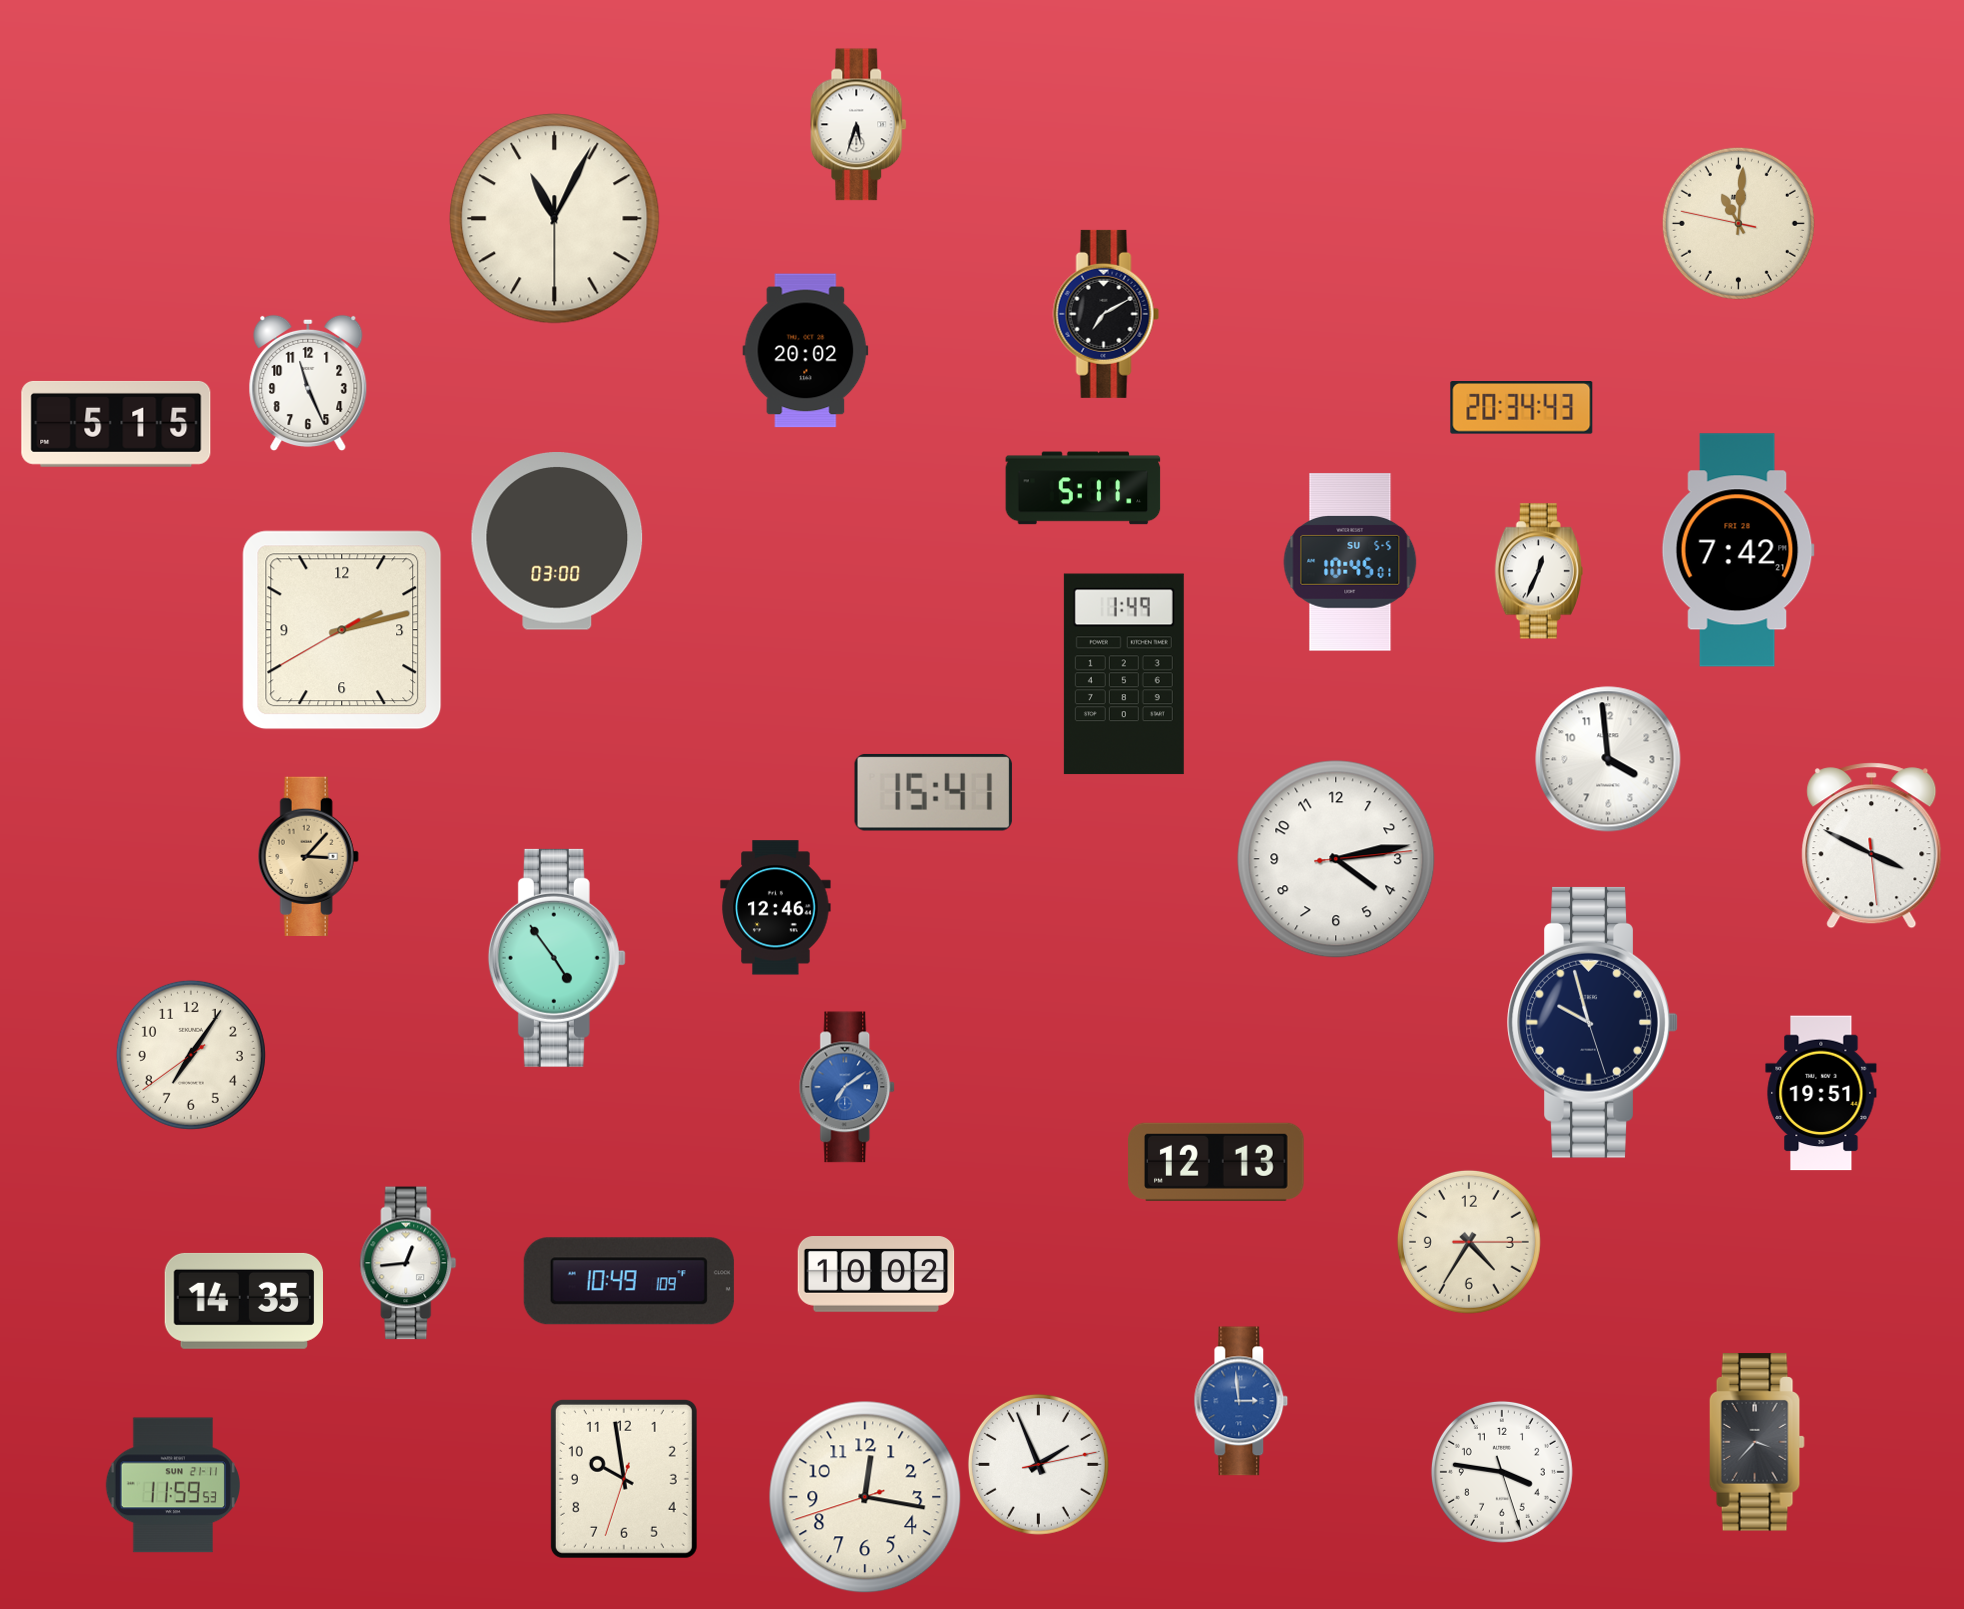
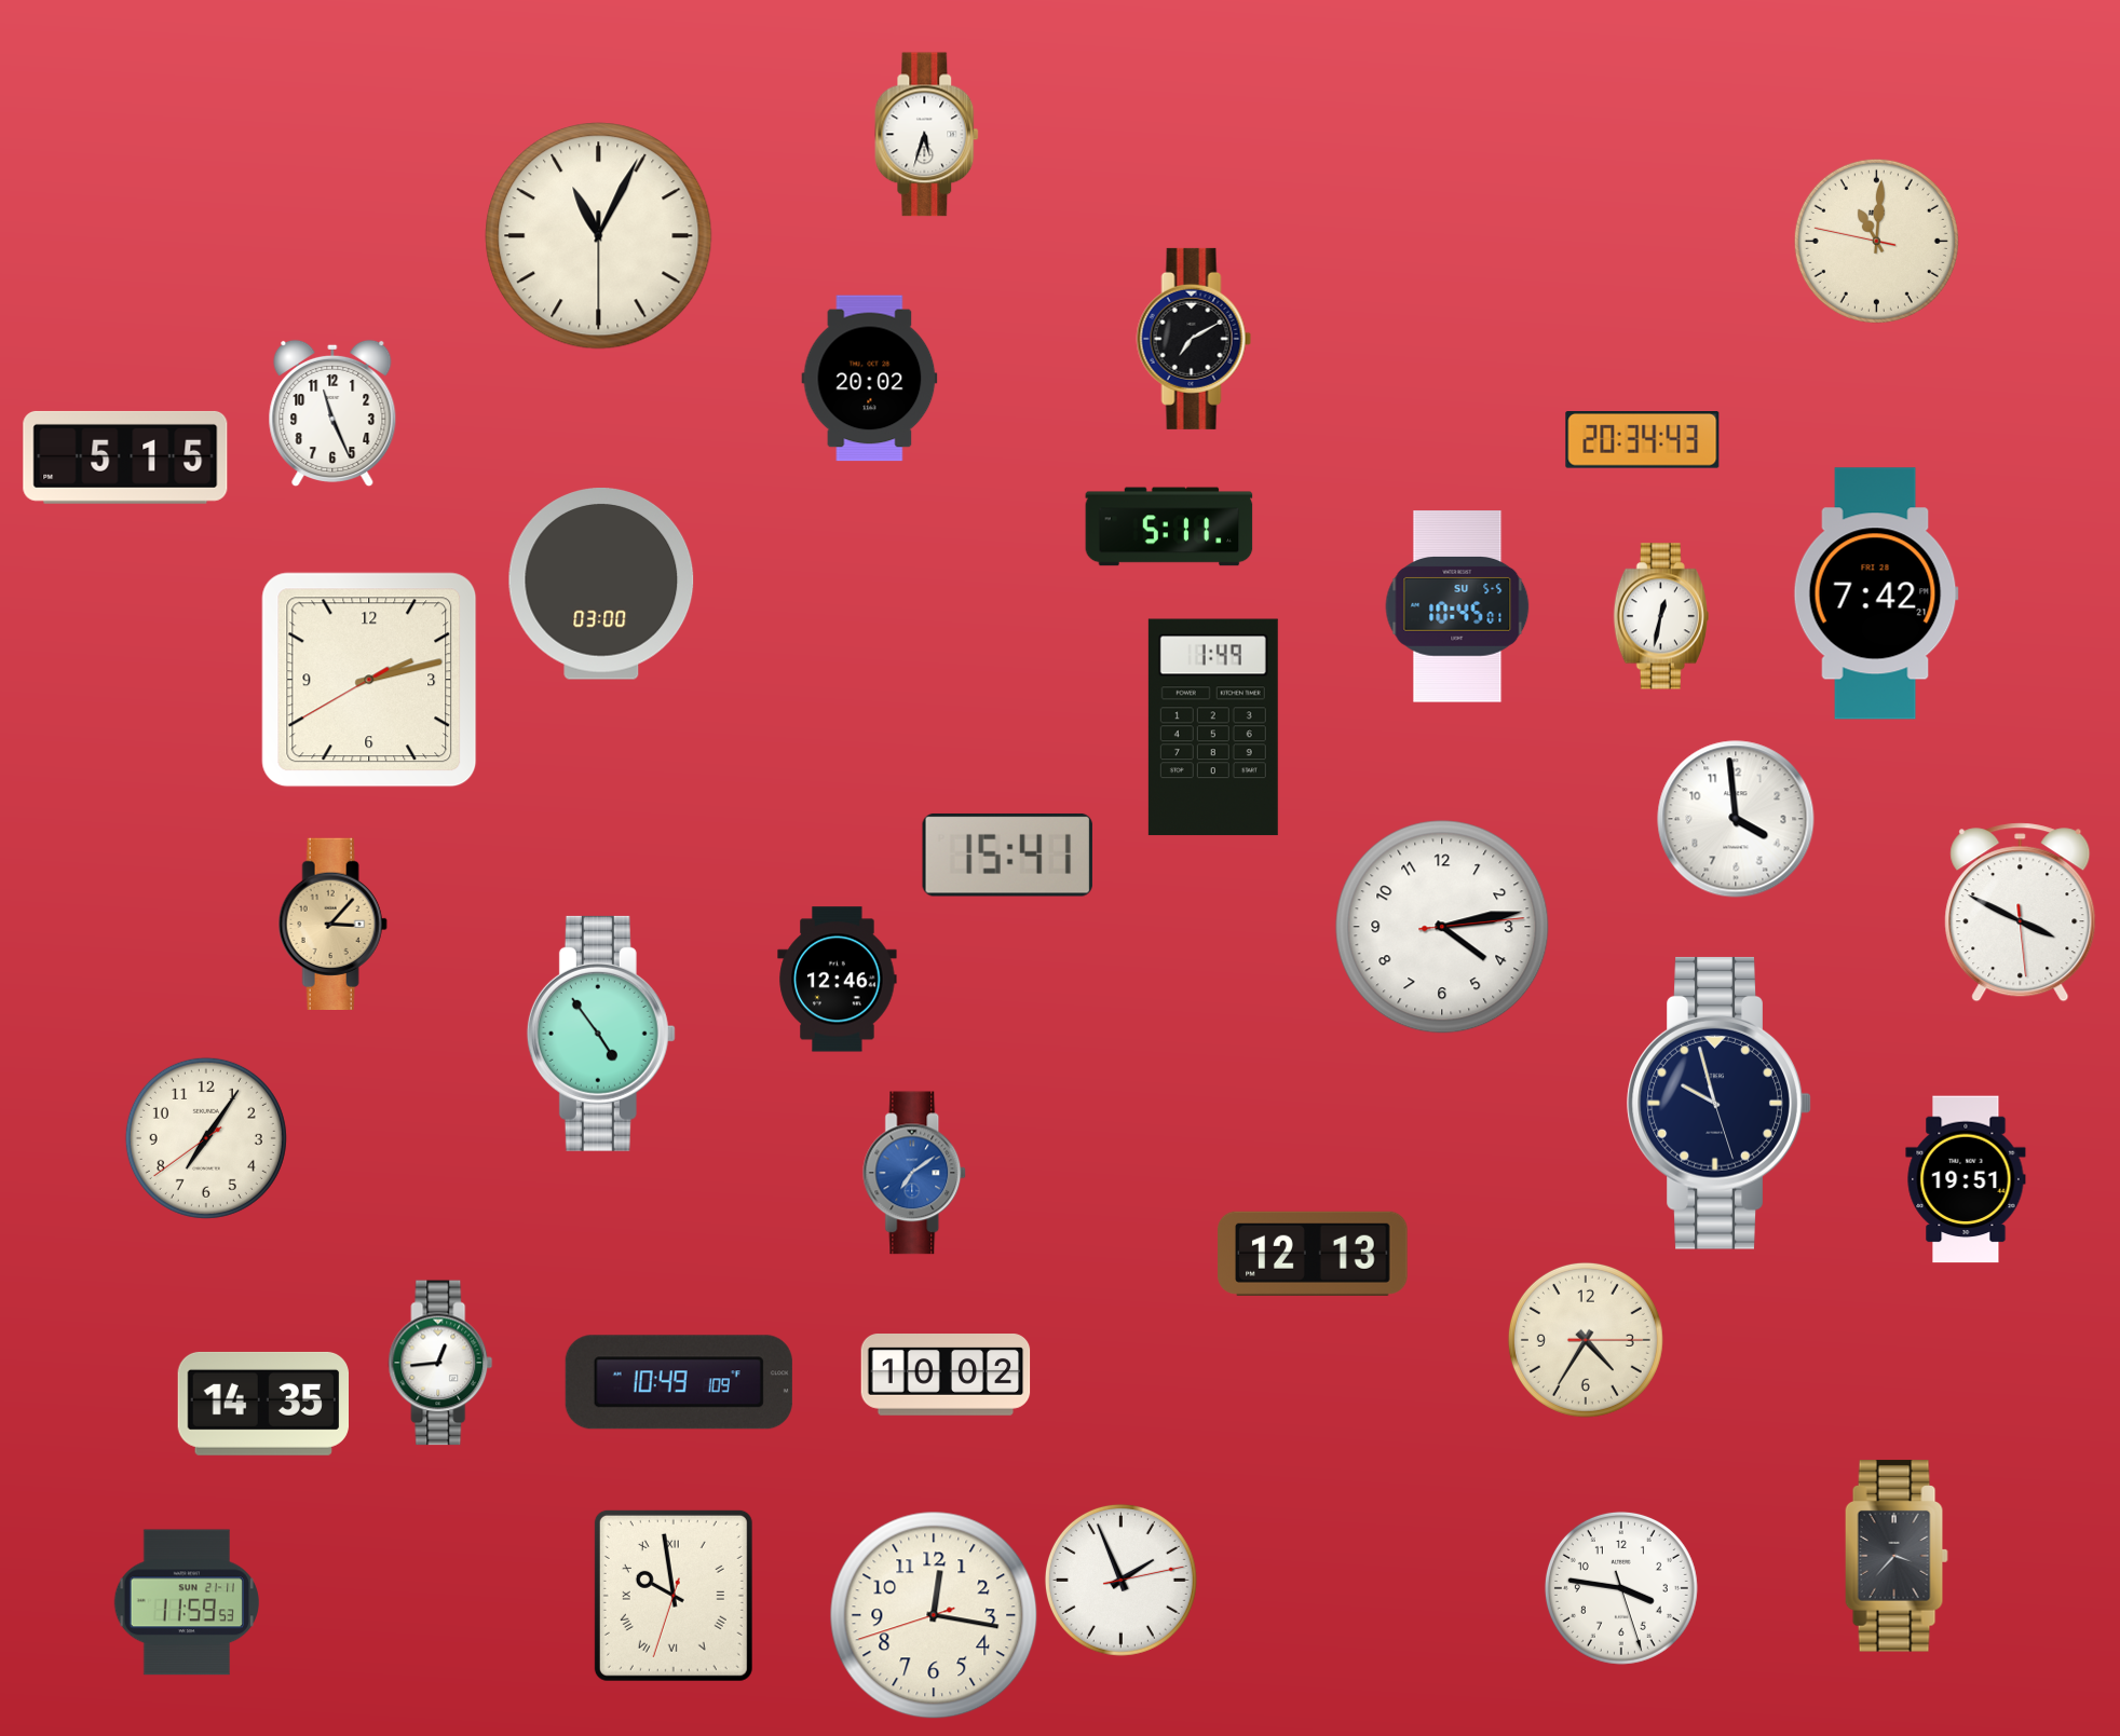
clock at (1539, 571): 12:34 -> 12:32
clock at (1241, 1401): 2:59 -> none
clock at (624, 1479) numerals: Arabic -> Roman
